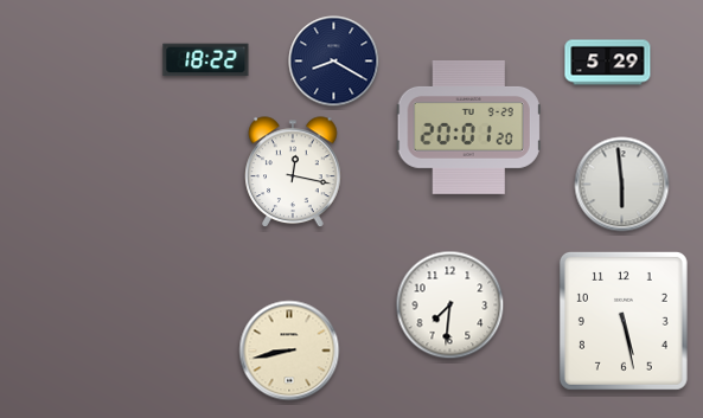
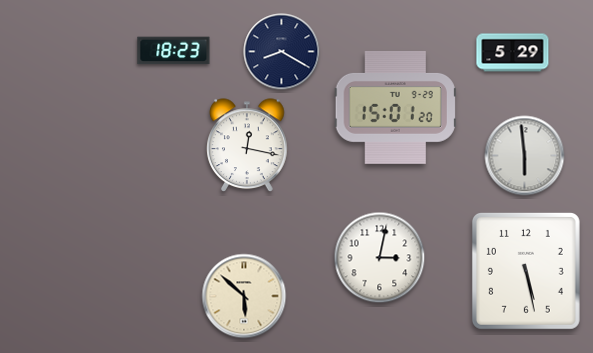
clock at (206, 60): 18:22 -> 18:23
clock at (468, 127): 20:01 -> 15:01
clock at (450, 306): 7:31 -> 3:02
clock at (289, 351): 8:43 -> 5:52
